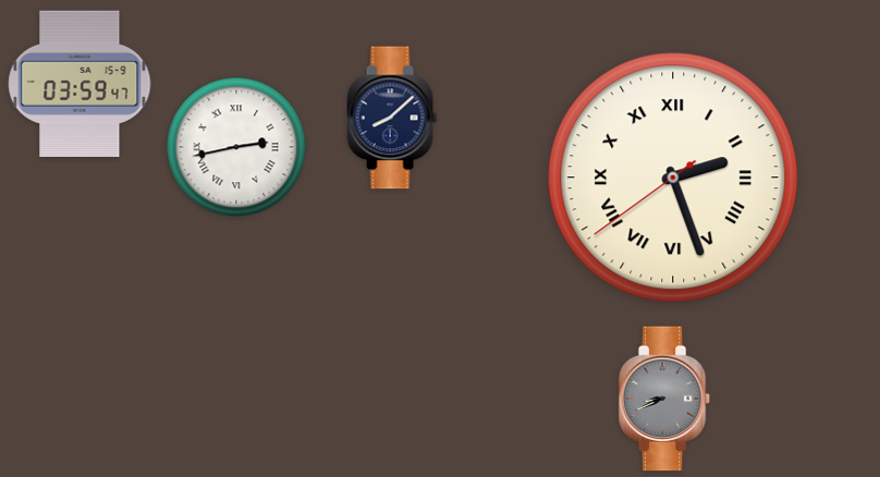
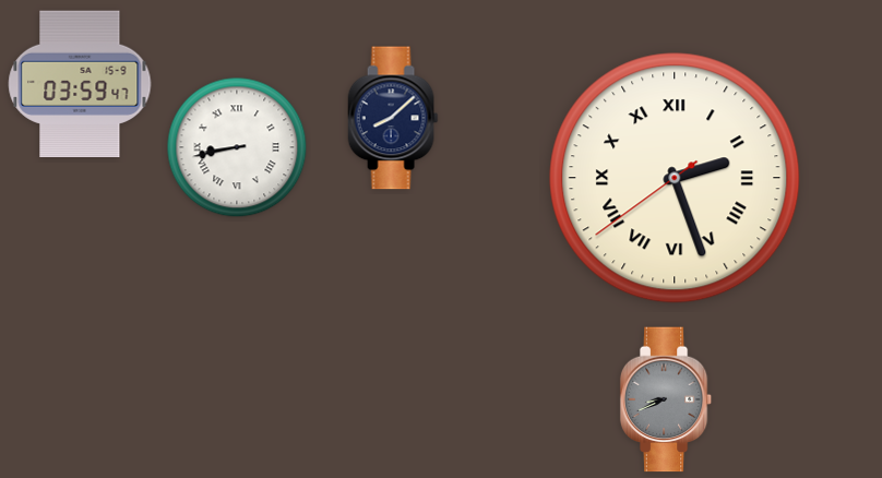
clock at (236, 147): 2:43 -> 8:43
